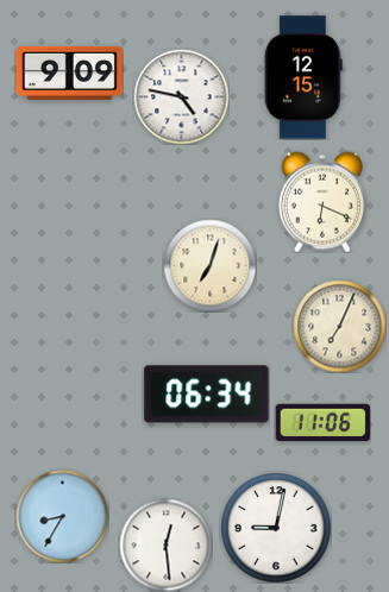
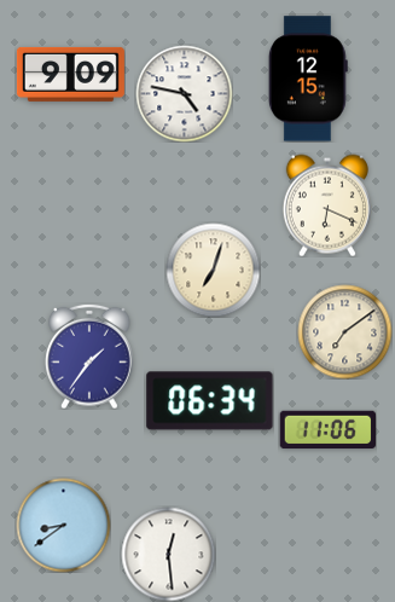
clock at (181, 96) position: (181, 96) -> (184, 93)
clock at (339, 326): 7:04 -> 7:09
clock at (89, 357): none -> 1:36
clock at (62, 516): 8:35 -> 8:39
clock at (276, 528): 9:02 -> none
